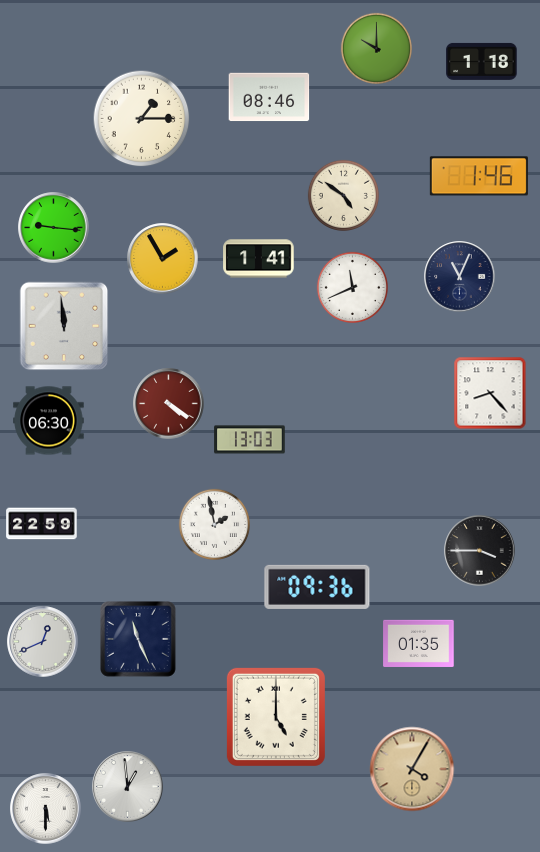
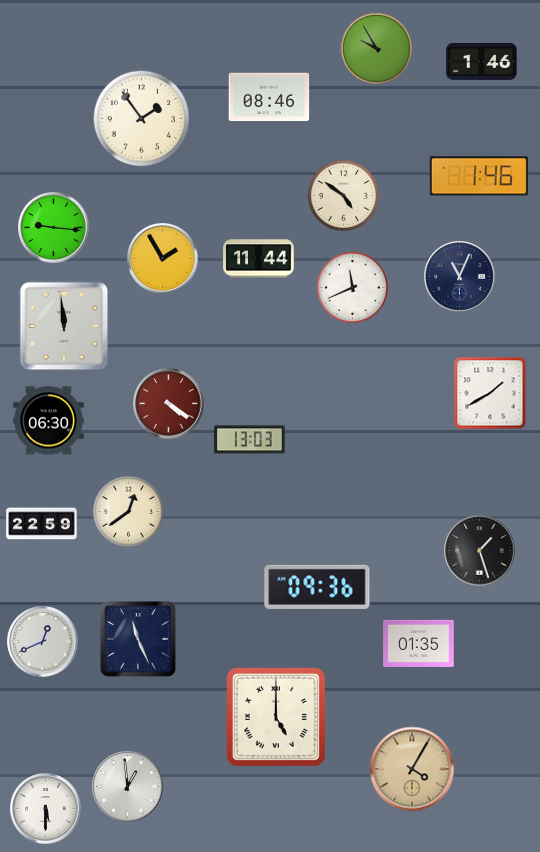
clock at (376, 48): 10:00 -> 9:55
clock at (482, 61): 1:18 -> 1:46
clock at (142, 119): 1:15 -> 1:54
clock at (259, 259): 1:41 -> 11:44
clock at (490, 393): 8:23 -> 1:40
clock at (128, 511): none -> 12:39
clock at (214, 524): 1:58 -> none
clock at (480, 551): 3:45 -> 1:27
